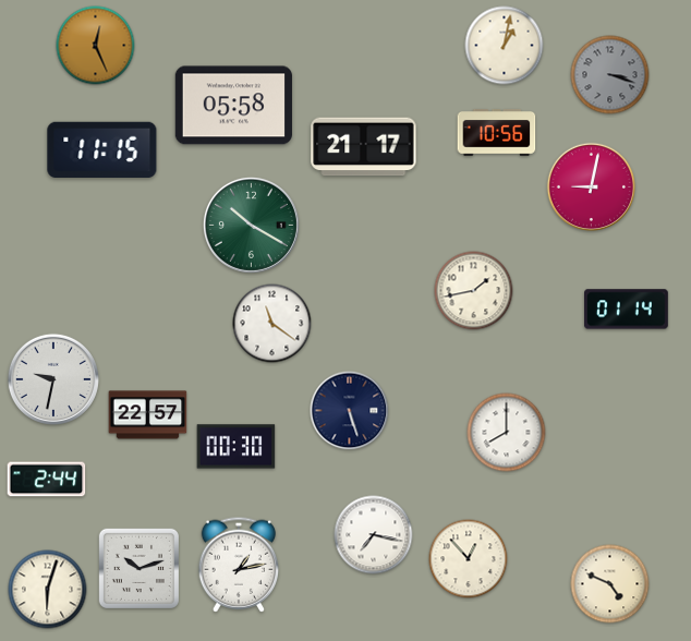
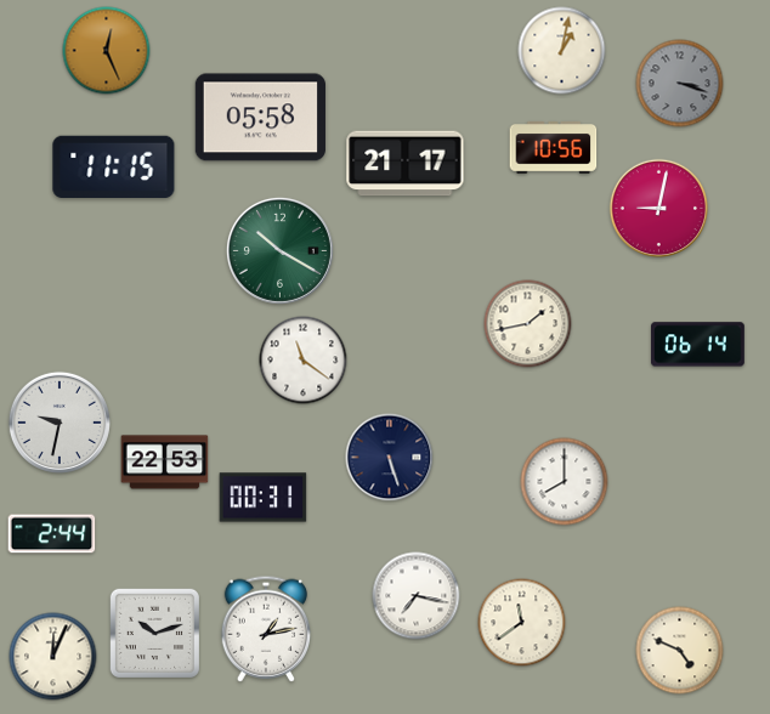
clock at (627, 310): 01:14 -> 06:14
clock at (148, 415): 22:57 -> 22:53
clock at (237, 447): 00:30 -> 00:31
clock at (469, 559): 12:53 -> 11:39
clock at (48, 590): 6:03 -> 12:04
